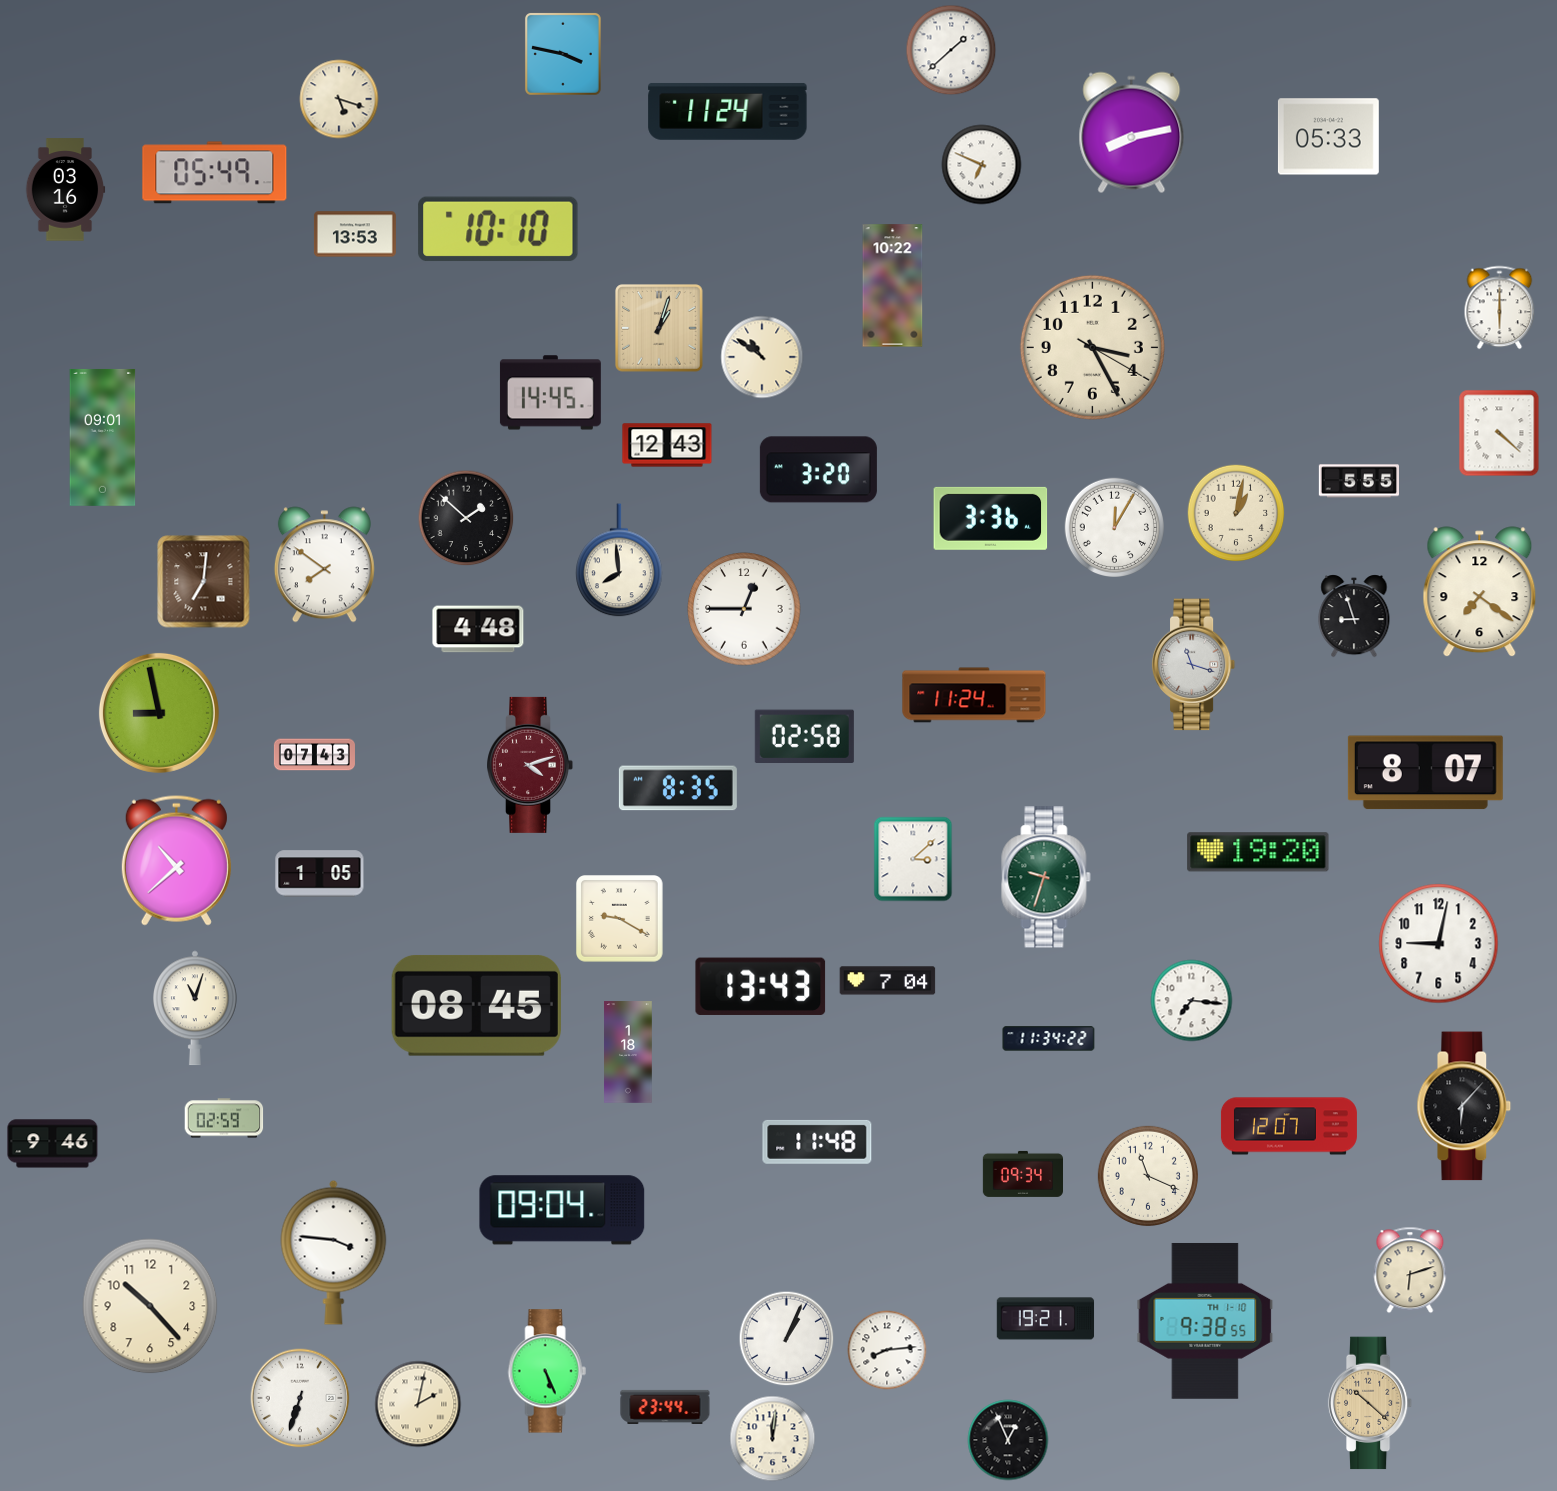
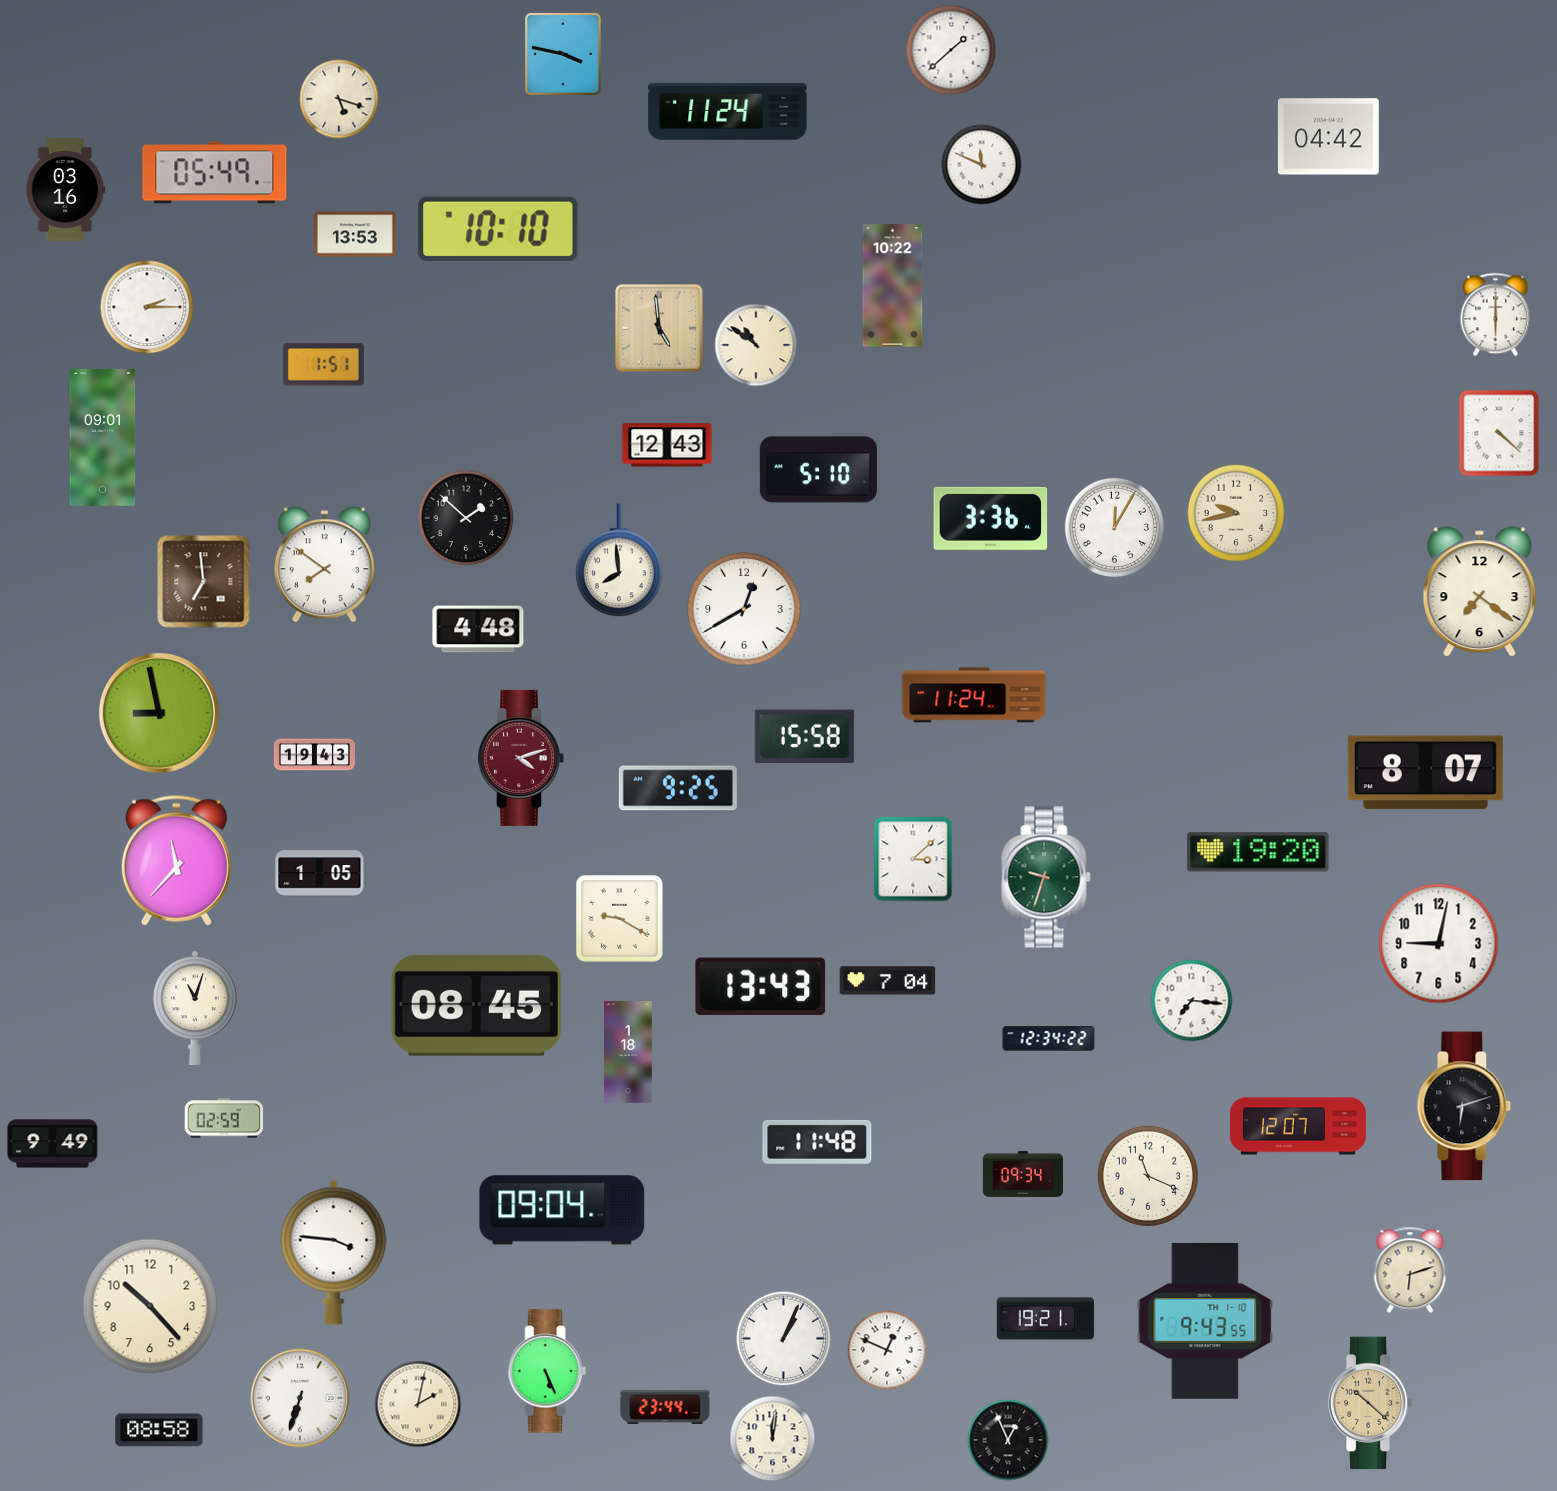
clock at (1132, 133): 8:13 -> none
clock at (1328, 137): 05:33 -> 04:42
clock at (982, 165): 6:49 -> 11:49
clock at (147, 307): none -> 2:15
clock at (1500, 308) position: (1500, 308) -> (1496, 315)
clock at (659, 328): 1:03 -> 4:59
clock at (1092, 347): 3:25 -> none
clock at (762, 357) position: (762, 357) -> (756, 345)
clock at (323, 365): none -> 1:51
clock at (550, 393): 14:45 -> none
clock at (818, 470): 3:20 -> 5:10
clock at (1358, 481): 5:55 -> none
clock at (1236, 513): 1:02 -> 9:43
clock at (204, 582): 7:01 -> 6:59
clock at (744, 609): 12:45 -> 12:40
clock at (1354, 616): 8:57 -> none
clock at (1194, 665): 11:18 -> none
clock at (804, 737): 02:58 -> 15:58
clock at (314, 755): 07:43 -> 19:43
clock at (530, 765) position: (530, 765) -> (521, 758)
clock at (678, 788): 8:35 -> 9:25
clock at (176, 860): 10:38 -> 11:37
clock at (1049, 1039): 11:34 -> 12:34
clock at (1464, 1106): 6:07 -> 6:12
clock at (1289, 1126) position: (1289, 1126) -> (1298, 1126)
clock at (53, 1144): 9:46 -> 9:49
clock at (1205, 1321): 9:38 -> 9:43
clock at (787, 1339) position: (787, 1339) -> (784, 1339)
clock at (887, 1350): 8:14 -> 12:49
clock at (159, 1430): none -> 08:58
